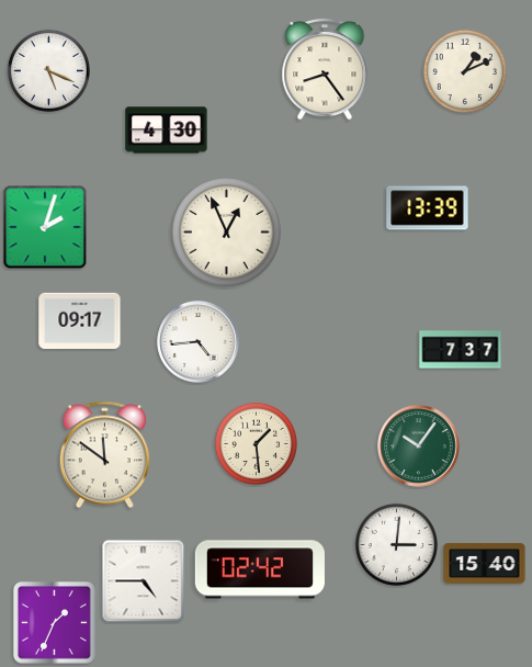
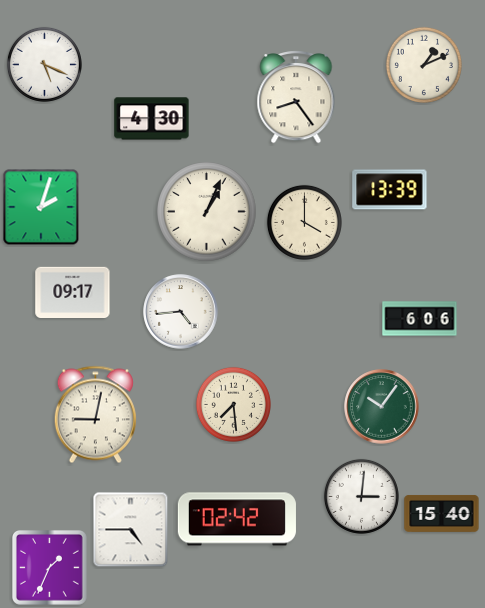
clock at (325, 70) position: (325, 70) -> (296, 98)
clock at (227, 233): 12:56 -> 1:04
clock at (304, 222): none -> 4:00
clock at (461, 350): 7:37 -> 6:06
clock at (256, 443): 1:29 -> 7:29
clock at (104, 455): 11:51 -> 9:02
